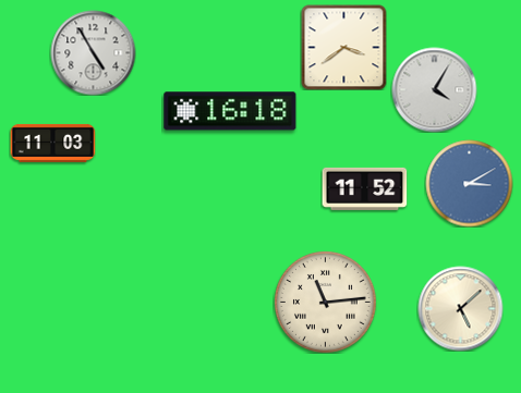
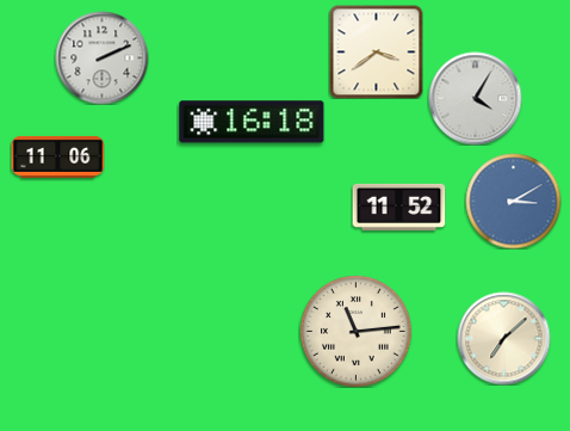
clock at (93, 52): 4:55 -> 2:11
clock at (52, 143): 11:03 -> 11:06
clock at (460, 308): 5:08 -> 7:08
